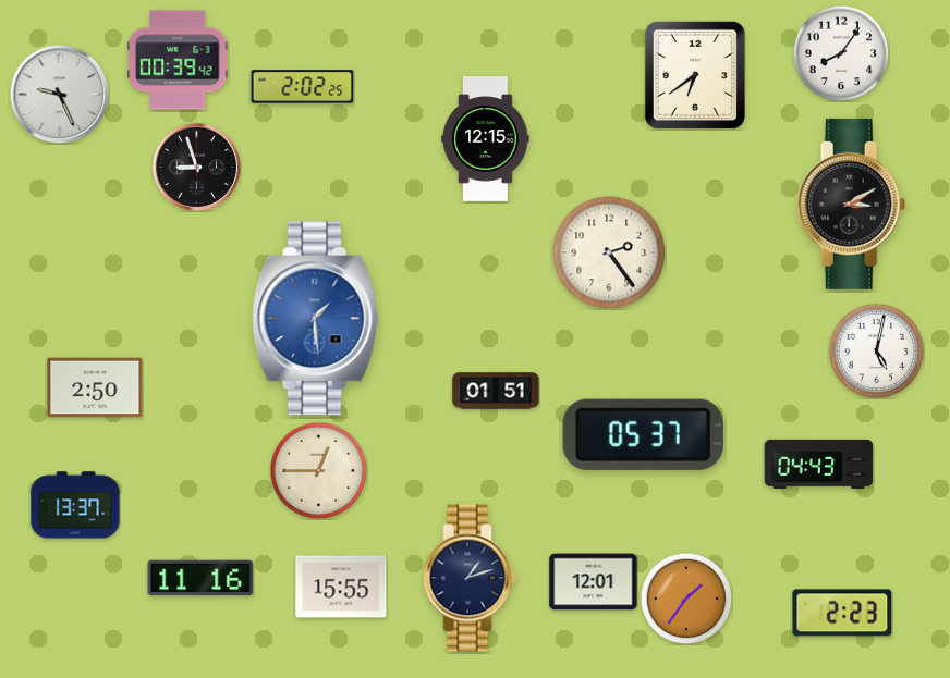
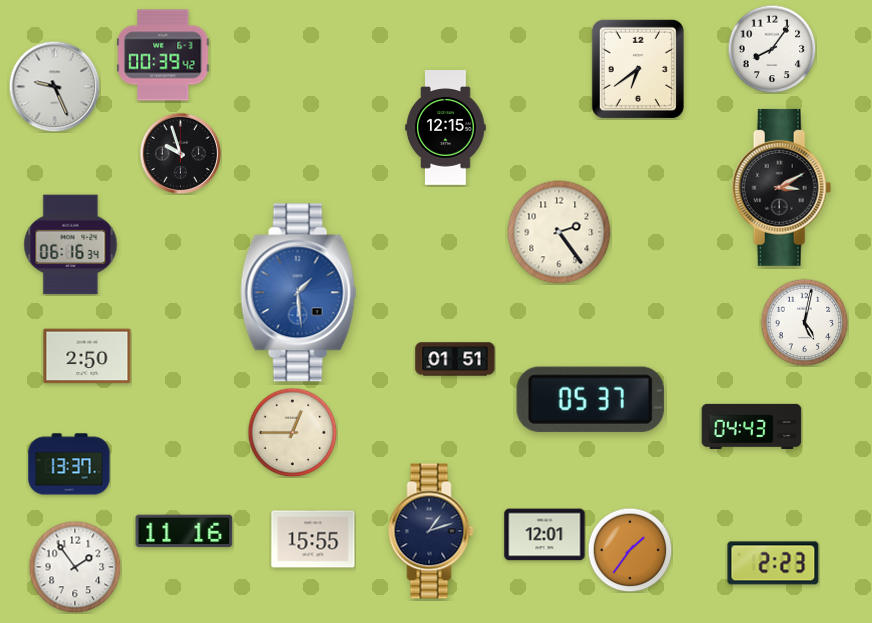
clock at (303, 87): 2:02 -> none
clock at (196, 167): 8:57 -> 9:57
clock at (71, 245): none -> 06:16
clock at (315, 319) position: (315, 319) -> (298, 293)
clock at (75, 567): none -> 1:54
